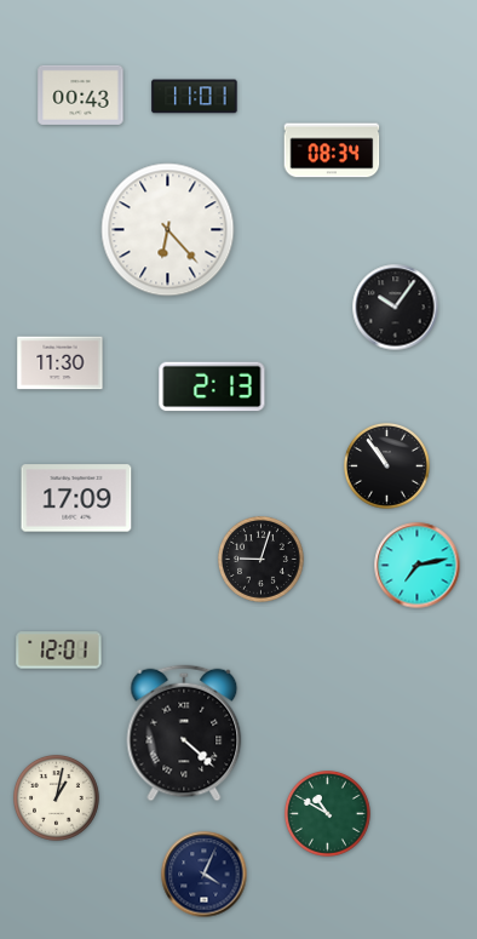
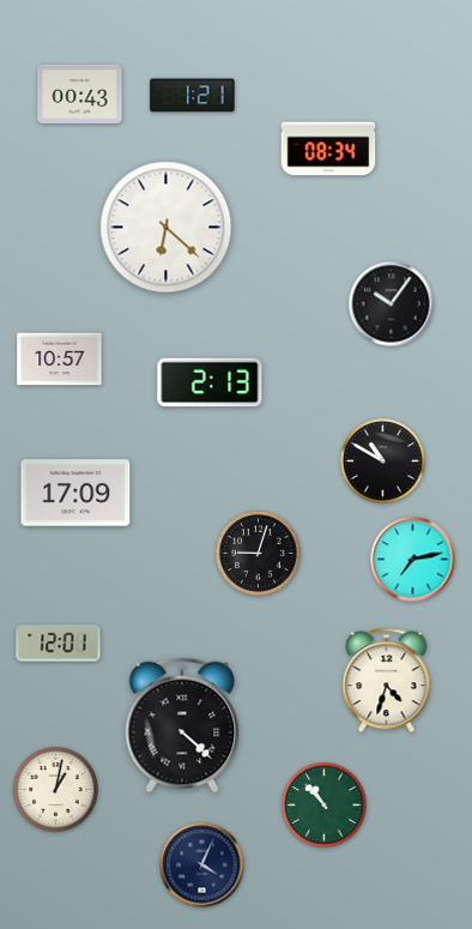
clock at (195, 97): 11:01 -> 1:21
clock at (168, 230): 6:23 -> 6:22
clock at (61, 363): 11:30 -> 10:57
clock at (387, 466): 10:54 -> 10:50
clock at (387, 681): none -> 4:33
clock at (328, 814): 10:50 -> 10:53
